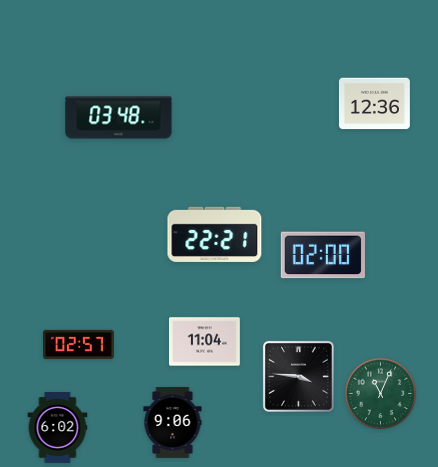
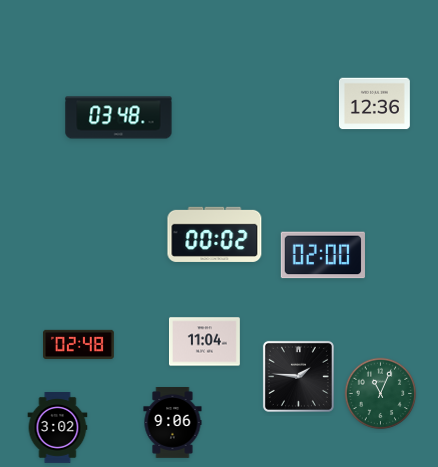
clock at (215, 234): 22:21 -> 00:02
clock at (79, 345): 02:57 -> 02:48
clock at (298, 376): 3:46 -> 1:46
clock at (58, 428): 6:02 -> 3:02
